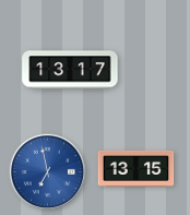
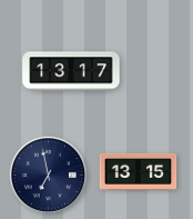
clock at (48, 172) dial: blue -> navy
